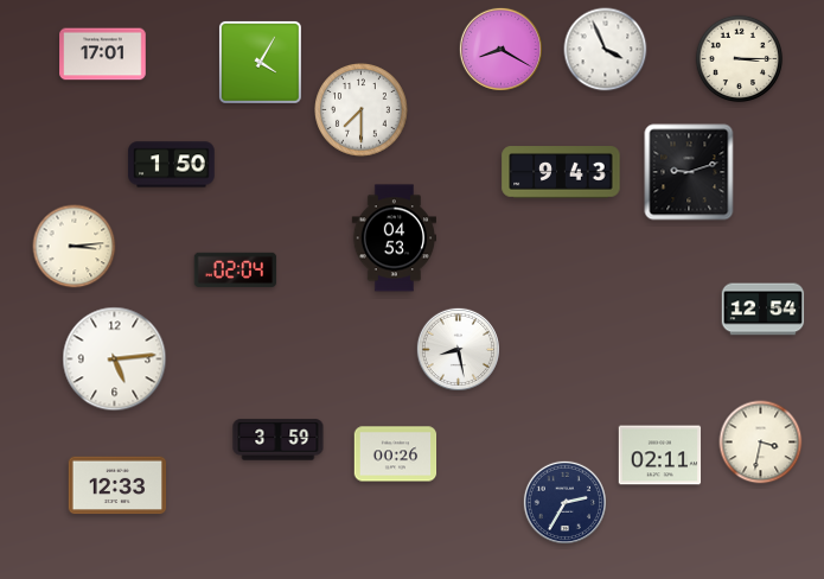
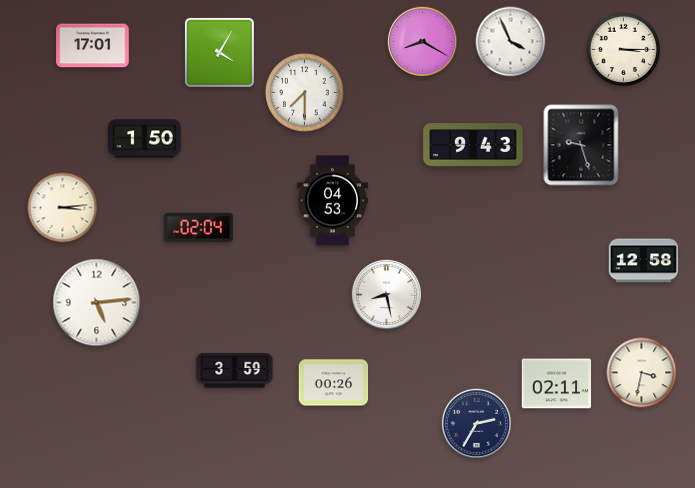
clock at (103, 55) position: (103, 55) -> (93, 46)
clock at (689, 172): 9:12 -> 9:27
clock at (764, 310): 12:54 -> 12:58
clock at (117, 485): 12:33 -> none
